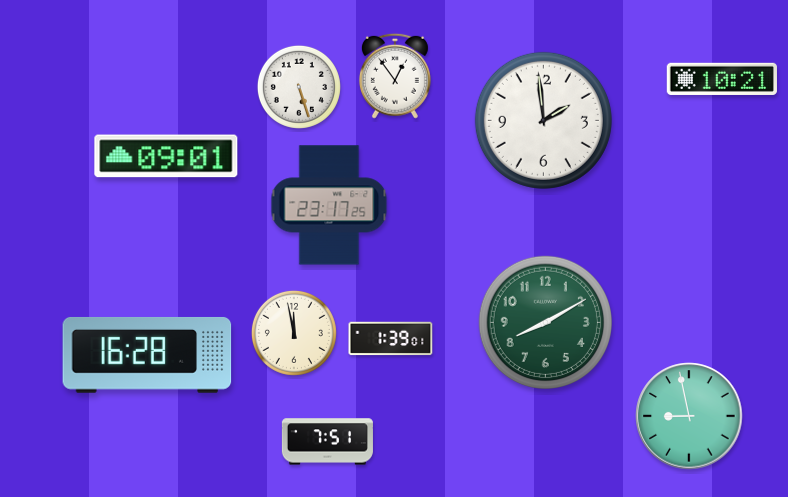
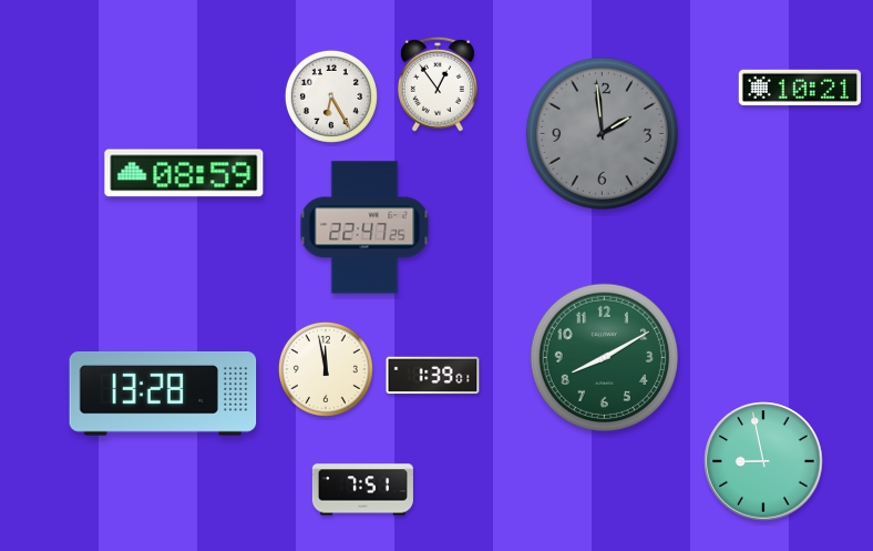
clock at (299, 87): 5:27 -> 6:25
clock at (543, 120) dial: white -> grey
clock at (166, 156): 09:01 -> 08:59
clock at (329, 205): 23:17 -> 22:47
clock at (147, 355): 16:28 -> 13:28
